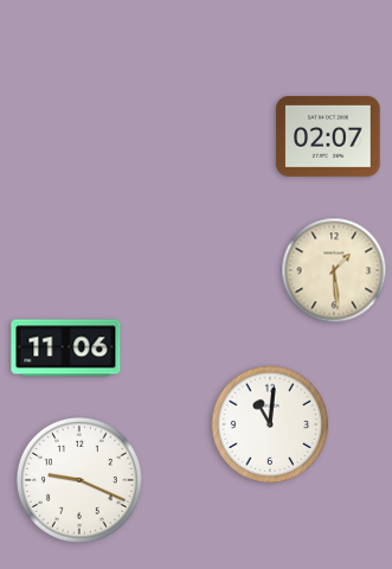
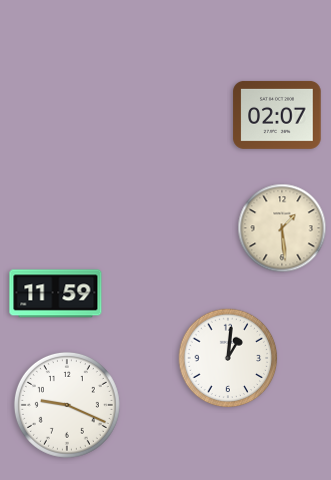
clock at (66, 349): 11:06 -> 11:59
clock at (270, 424): 11:01 -> 1:01
